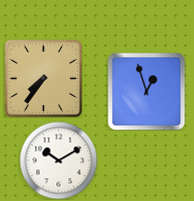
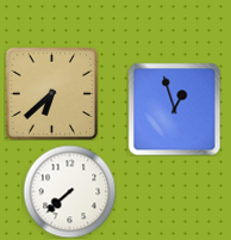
clock at (43, 78): 7:36 -> 6:38
clock at (58, 160): 10:10 -> 7:38
